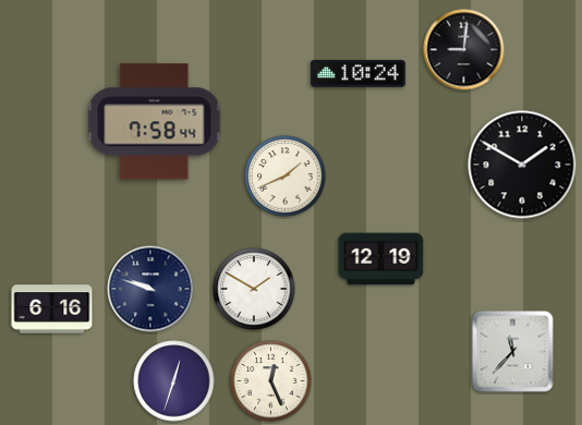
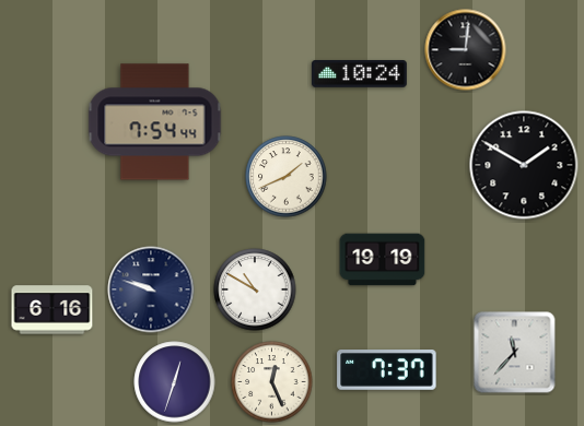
clock at (155, 122): 7:58 -> 7:54
clock at (381, 259): 12:19 -> 19:19
clock at (254, 289): 1:50 -> 10:50
clock at (387, 370): none -> 7:37
